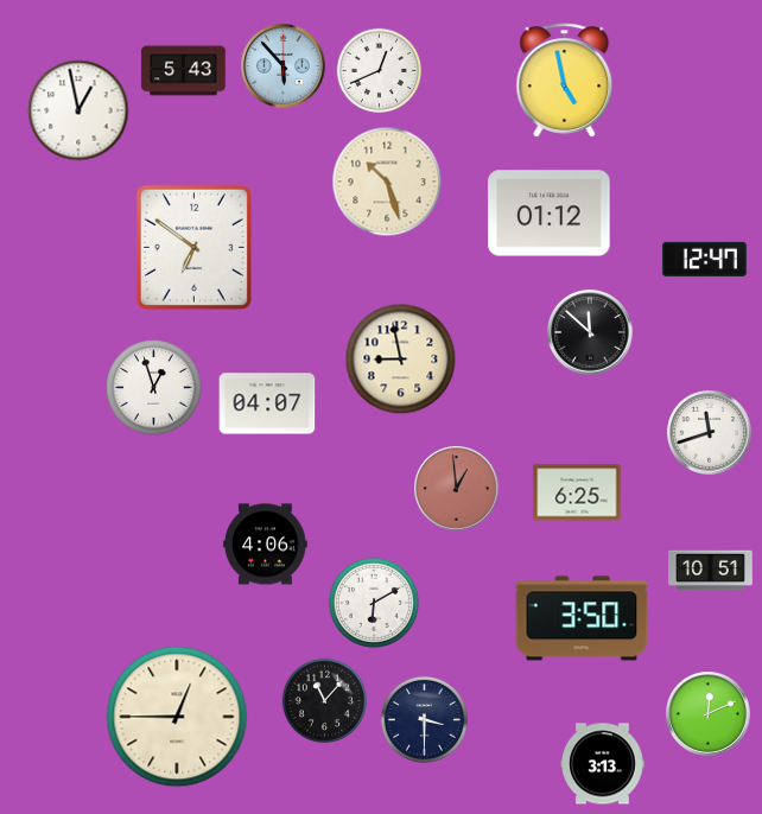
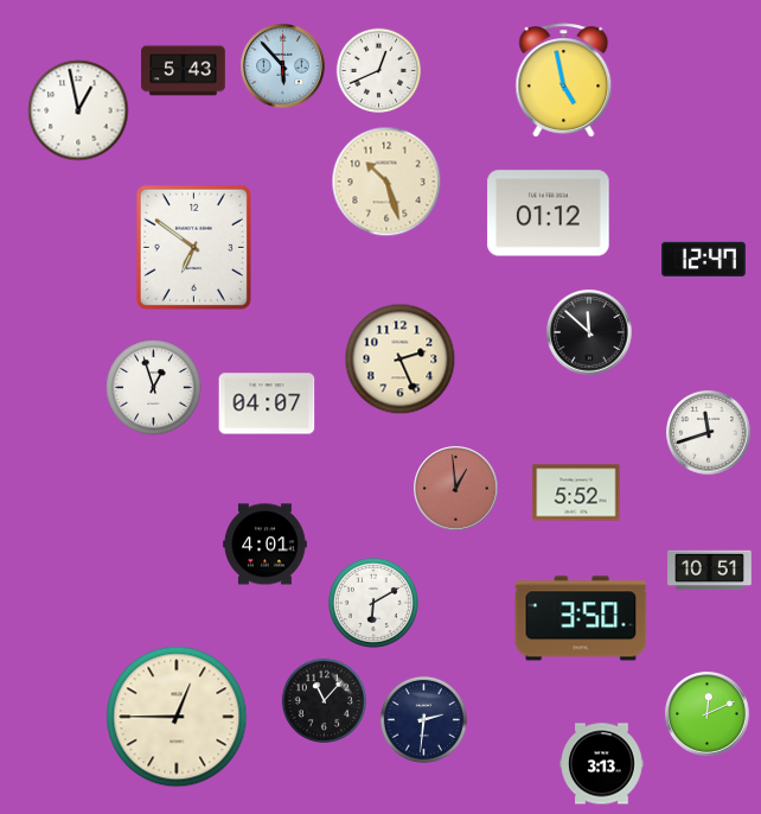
clock at (401, 360): 8:58 -> 2:26
clock at (577, 492): 6:25 -> 5:52
clock at (266, 545): 4:06 -> 4:01
clock at (424, 719): 3:30 -> 2:31
